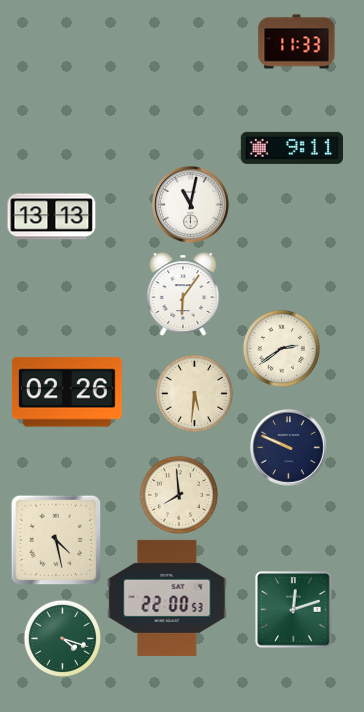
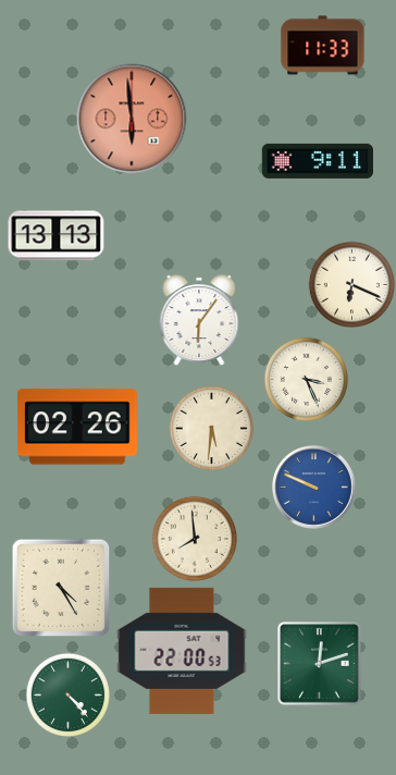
clock at (132, 119): none -> 5:59
clock at (191, 205): 11:02 -> none
clock at (351, 284): none -> 6:19
clock at (281, 348): 2:39 -> 3:26
clock at (67, 392) position: (67, 392) -> (77, 427)
clock at (289, 448) dial: navy -> blue
clock at (56, 540): 4:28 -> 4:25
clock at (62, 638): 4:18 -> 4:23
